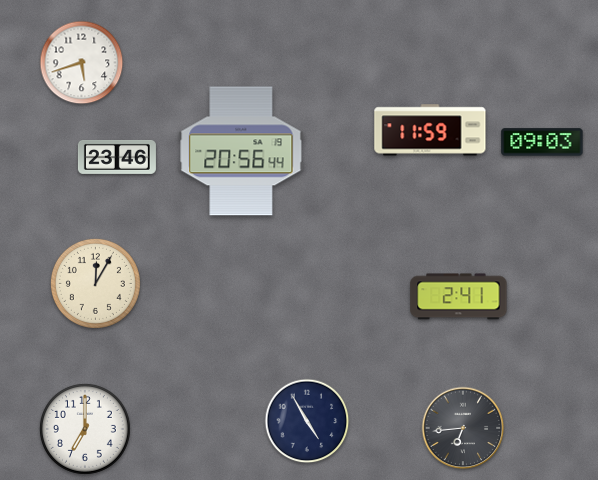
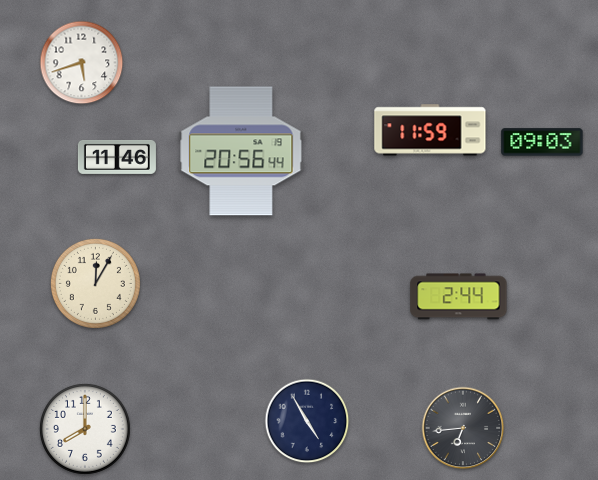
clock at (117, 157): 23:46 -> 11:46
clock at (459, 297): 2:41 -> 2:44
clock at (85, 429): 7:00 -> 8:00
